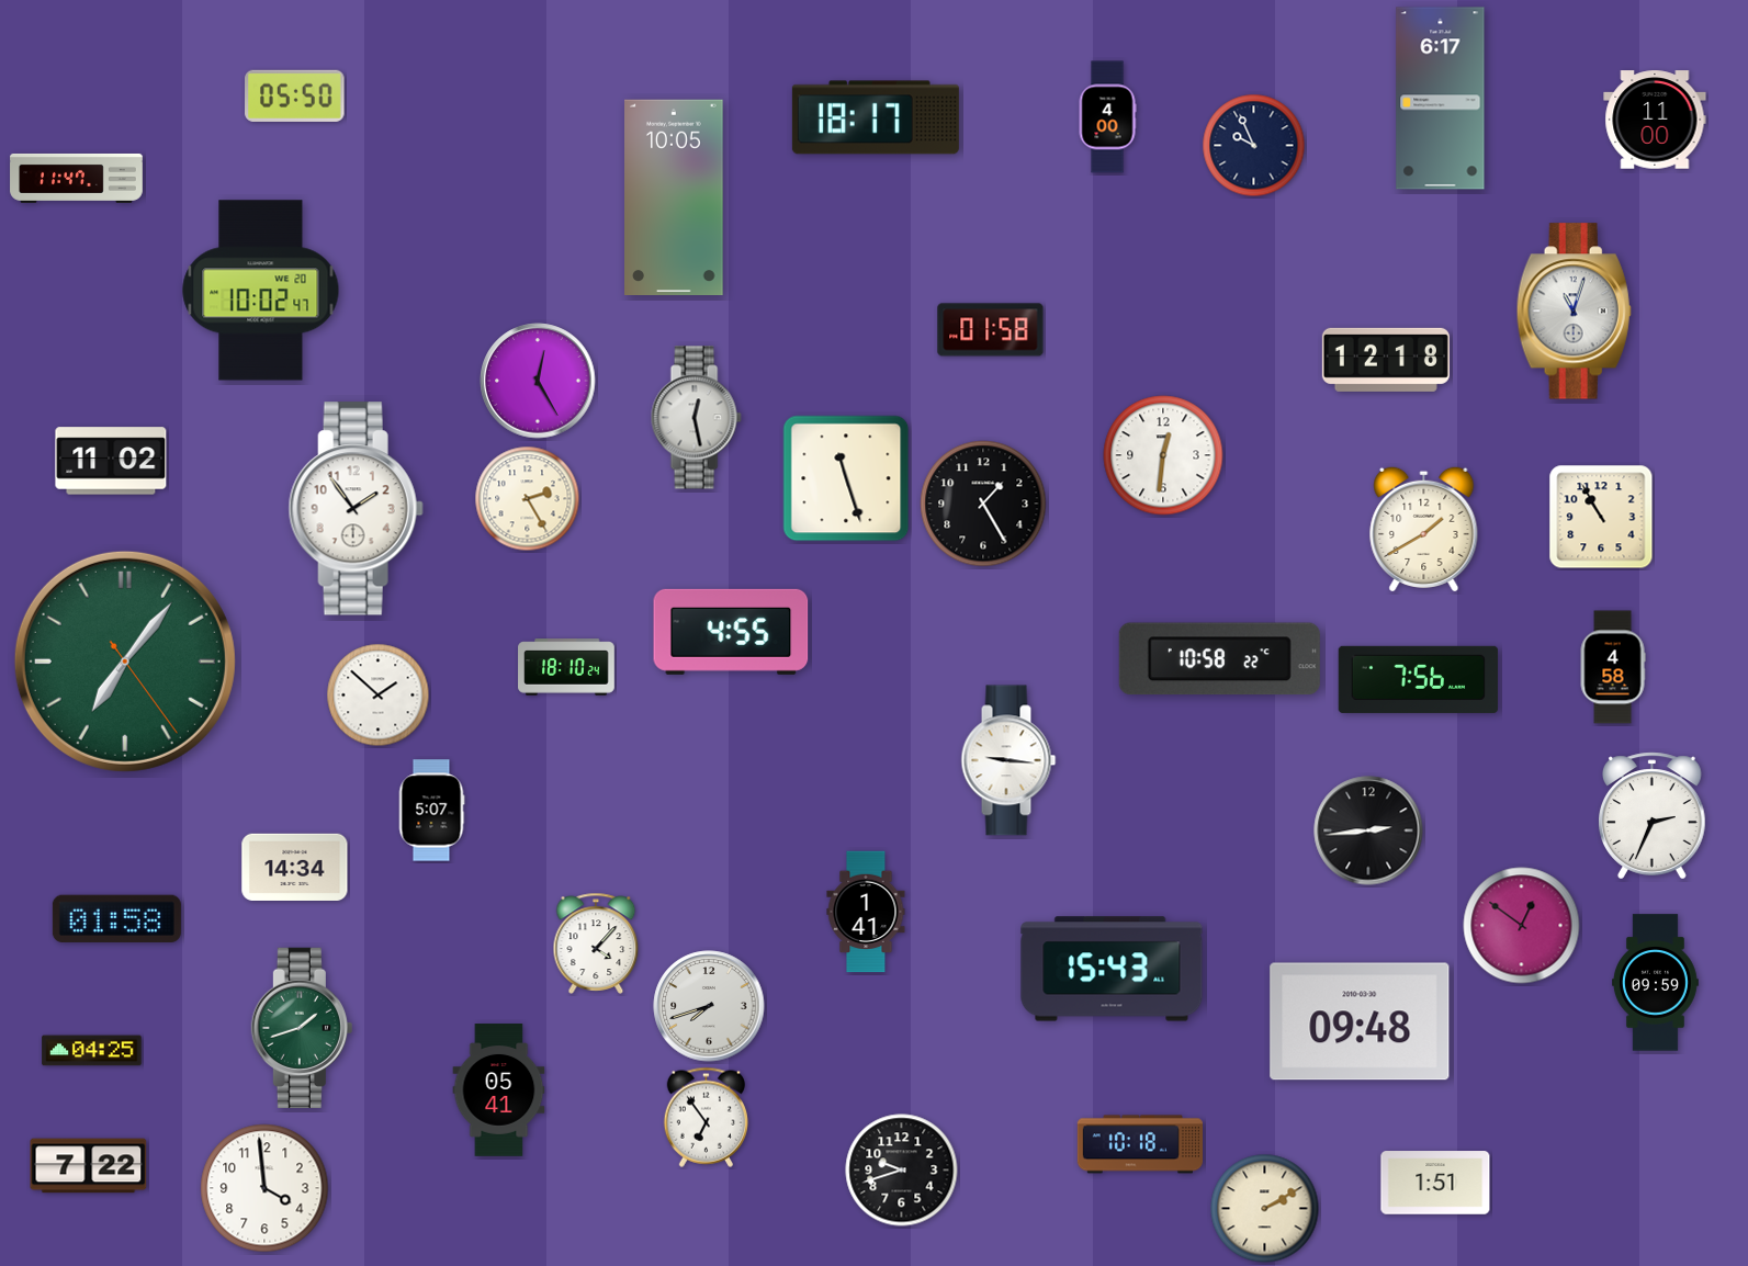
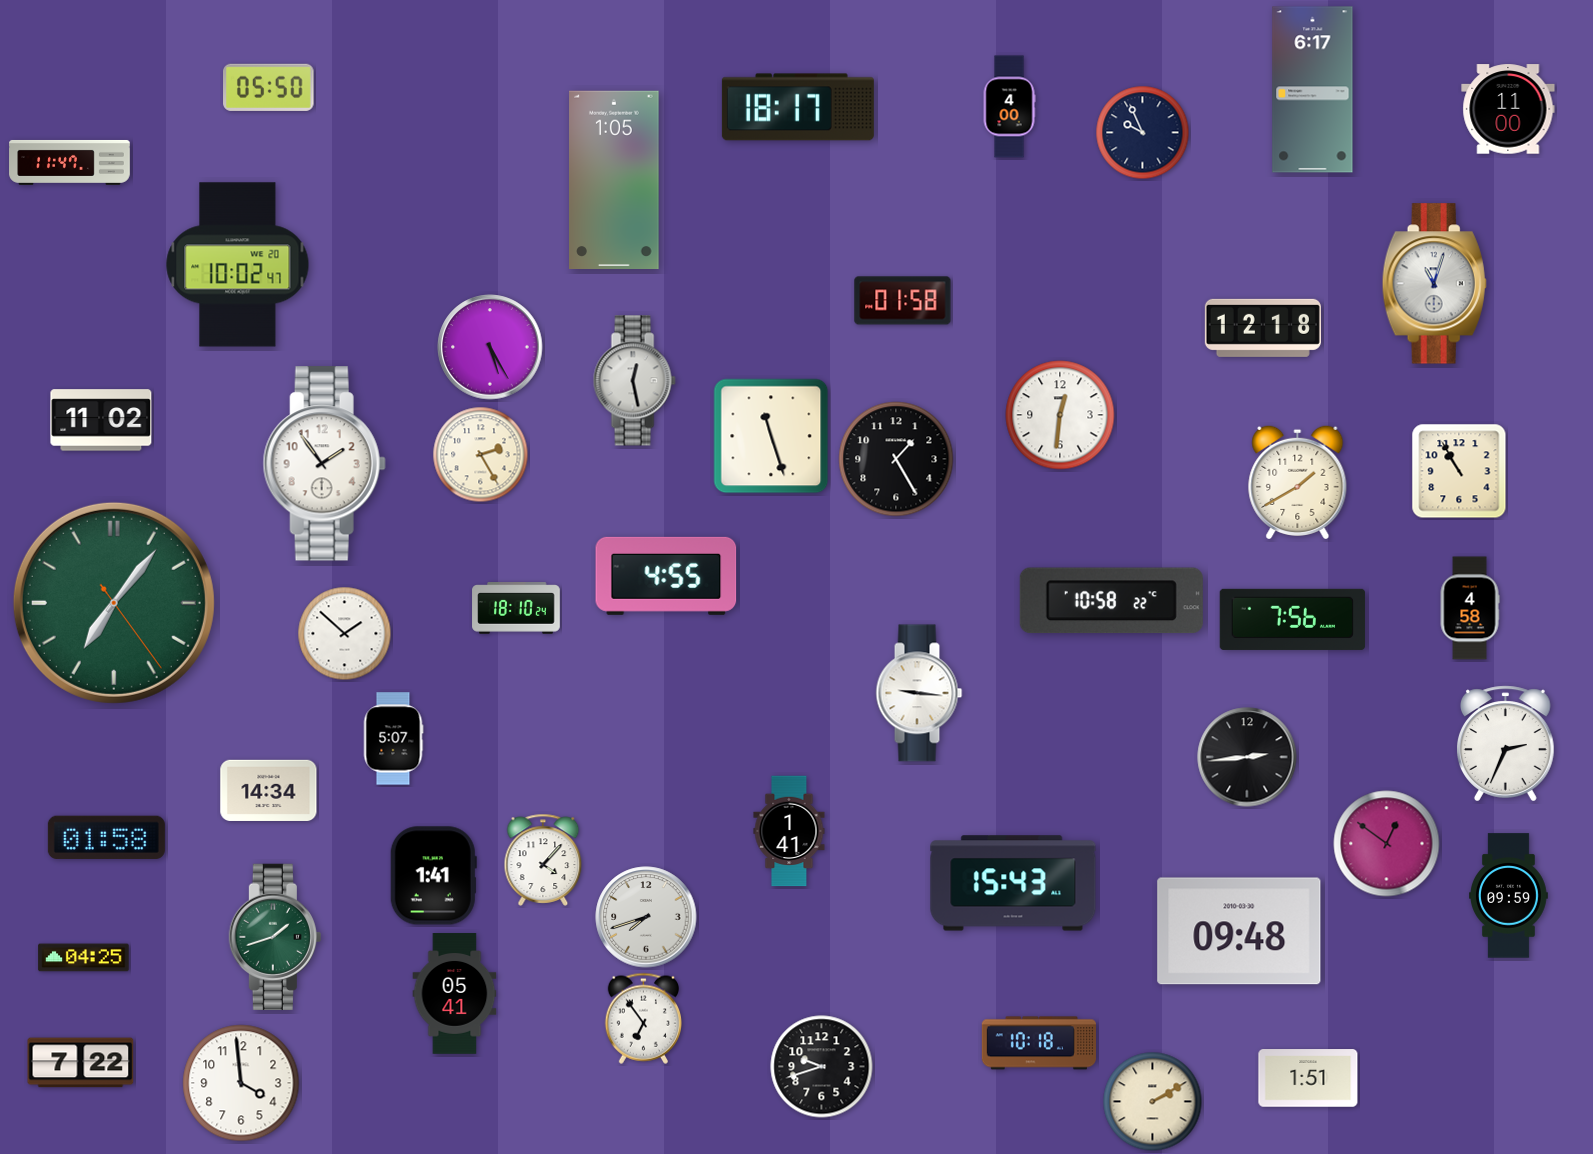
clock at (674, 197): 10:05 -> 1:05
clock at (538, 381): 12:25 -> 5:25
clock at (433, 876): none -> 1:41
